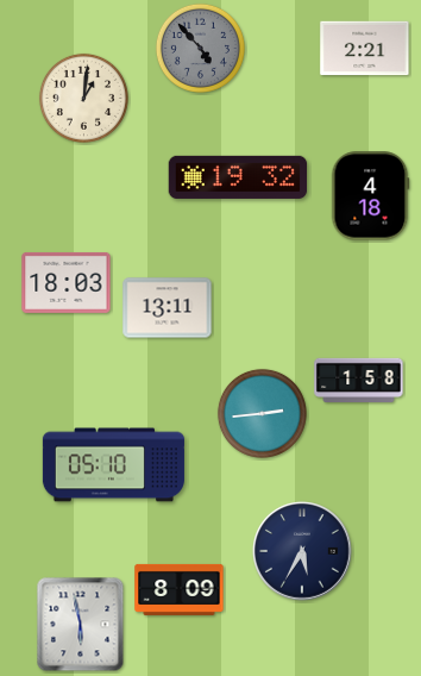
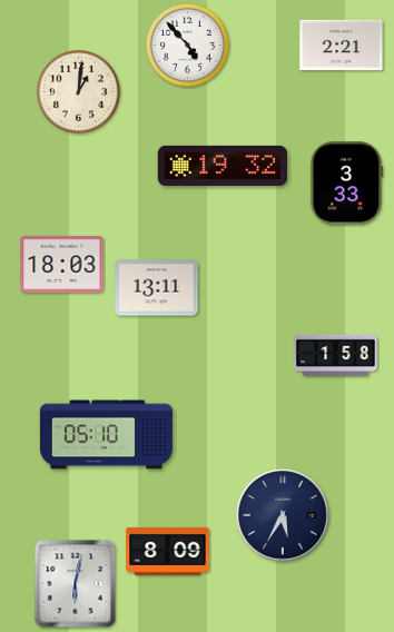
clock at (200, 48) dial: grey -> white
clock at (370, 196): 4:18 -> 3:33
clock at (262, 413): 2:44 -> none
clock at (81, 625): 5:58 -> 6:02
